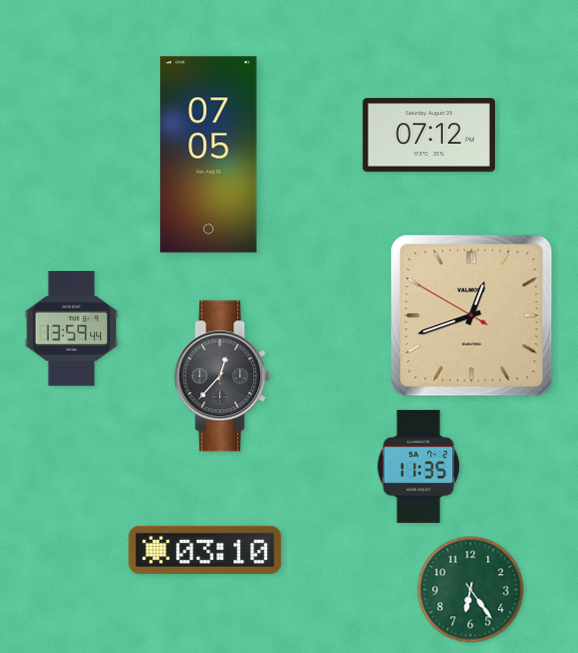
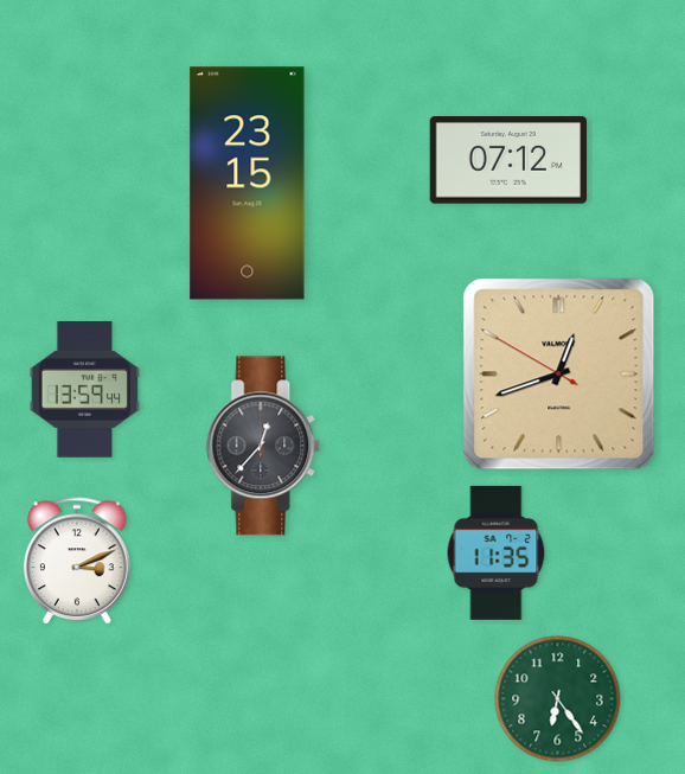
clock at (209, 155): 07:05 -> 23:15
clock at (77, 562): none -> 3:11
clock at (205, 550): 03:10 -> none
